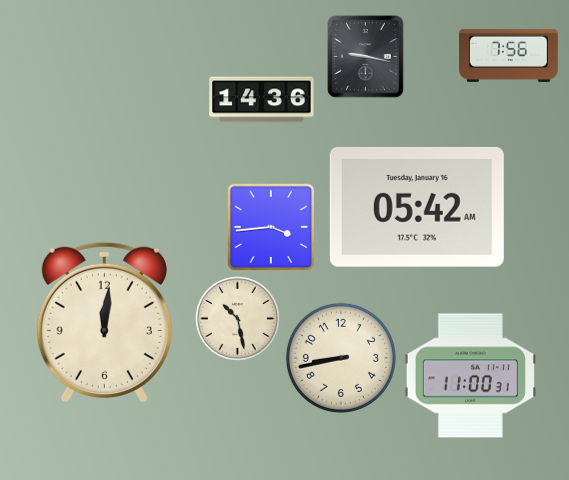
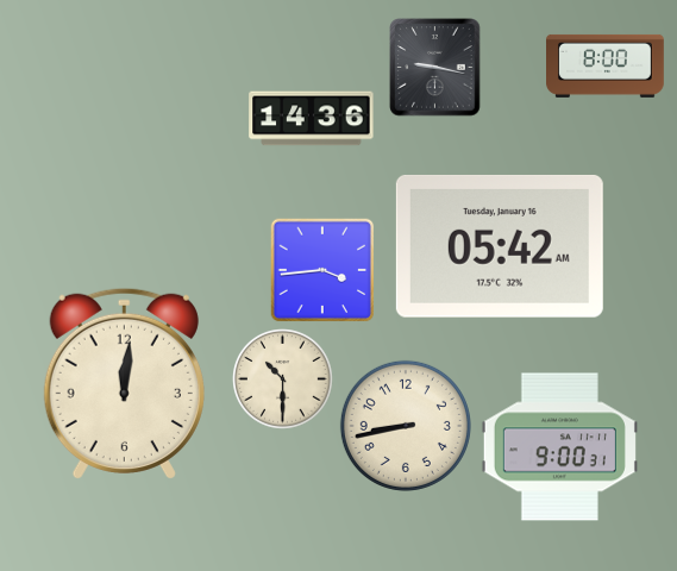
clock at (509, 55): 7:56 -> 8:00
clock at (417, 207) position: (417, 207) -> (500, 246)
clock at (238, 319): 10:28 -> 10:30
clock at (470, 376): 11:00 -> 9:00
